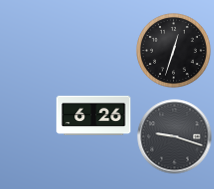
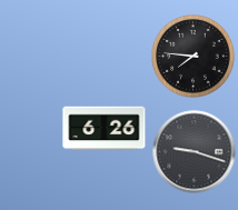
clock at (174, 51): 12:33 -> 7:46
